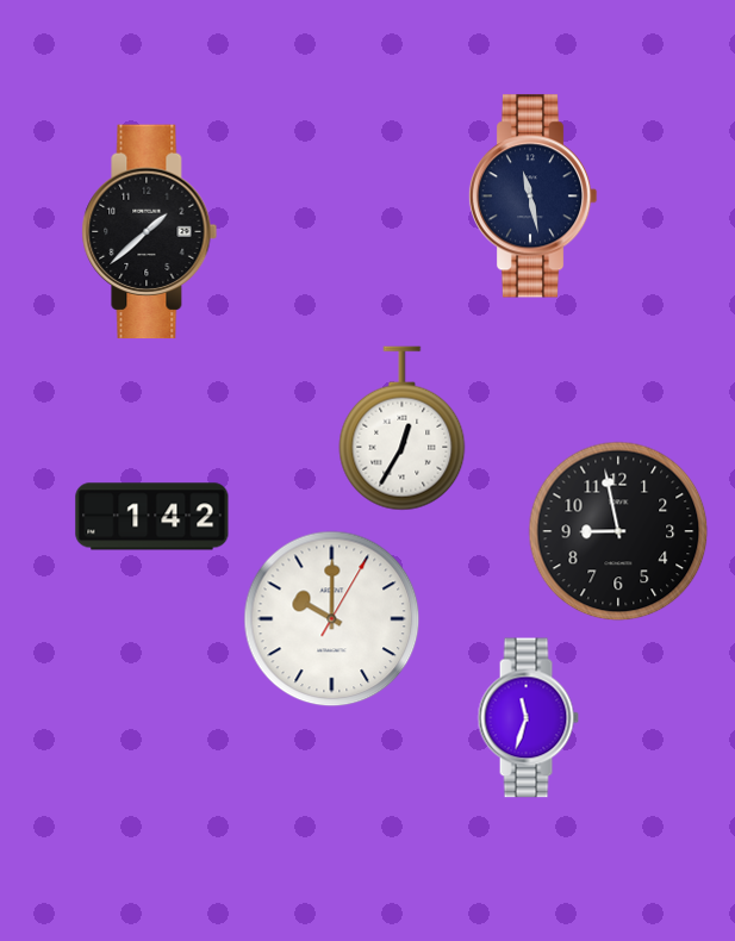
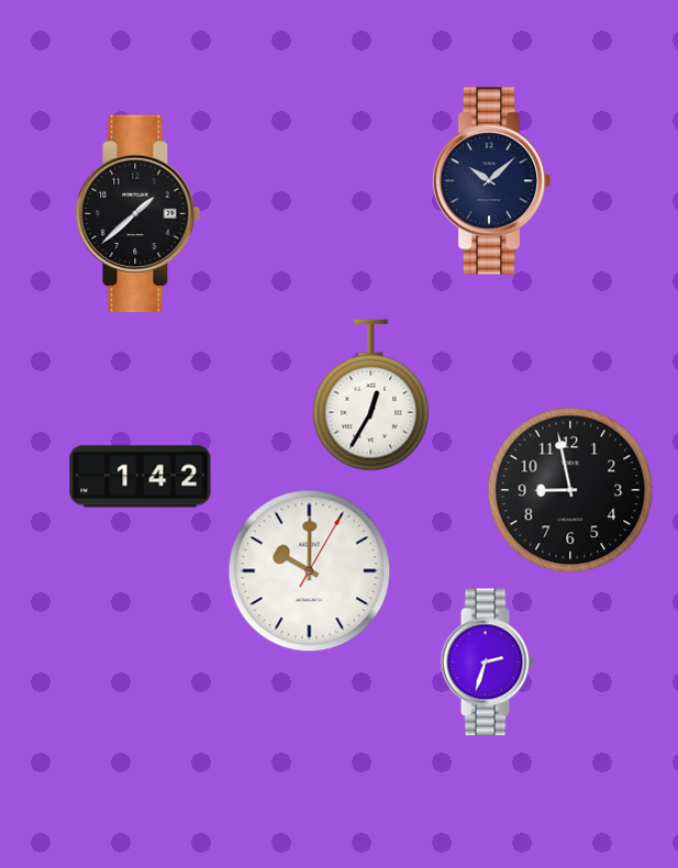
clock at (532, 197): 11:28 -> 10:08
clock at (332, 619) position: (332, 619) -> (310, 571)
clock at (528, 718): 11:33 -> 2:33
